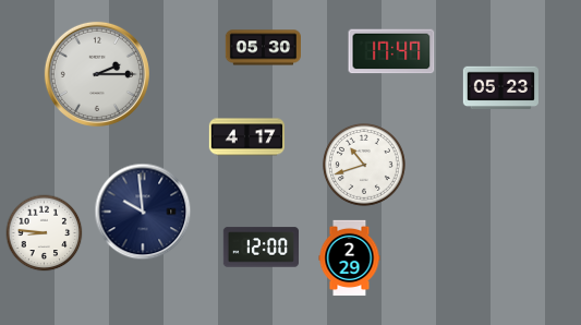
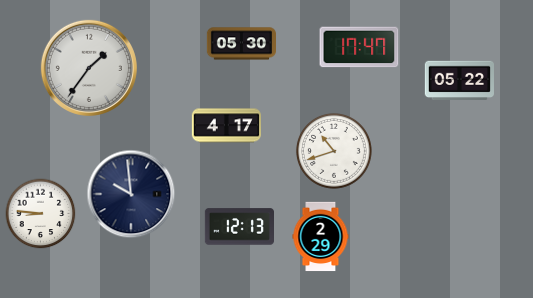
clock at (97, 74): 2:15 -> 1:36
clock at (500, 88): 05:23 -> 05:22
clock at (261, 248): 12:00 -> 12:13
